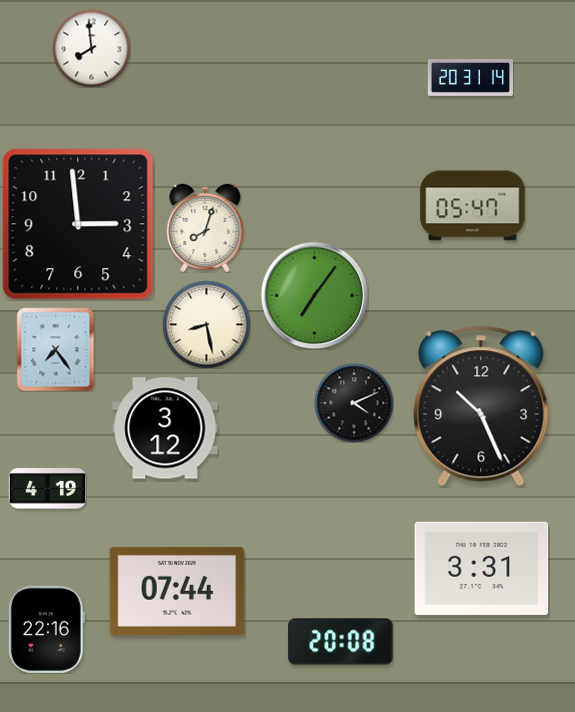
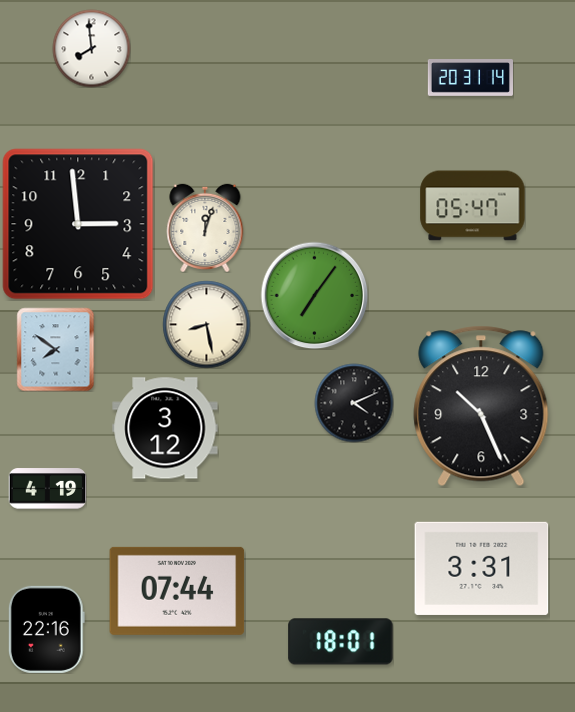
clock at (205, 227): 8:03 -> 12:03
clock at (56, 349): 7:24 -> 7:51
clock at (341, 642): 20:08 -> 18:01
